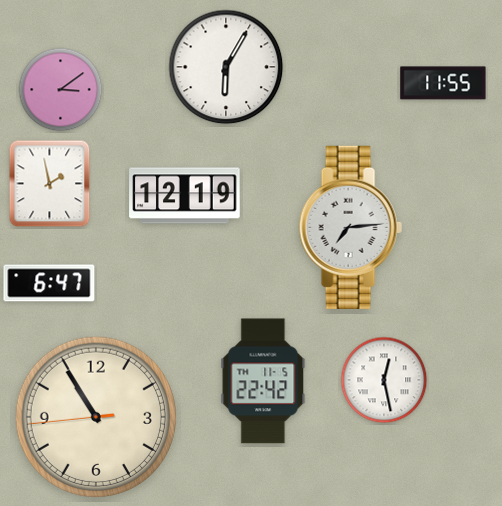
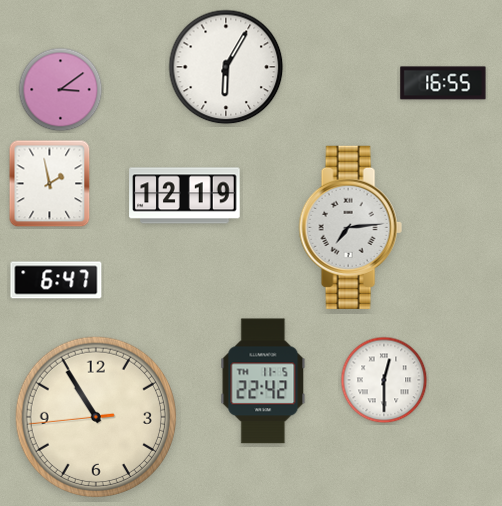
clock at (443, 83): 11:55 -> 16:55
clock at (49, 283) position: (49, 283) -> (56, 280)
clock at (384, 380): 12:28 -> 12:30
